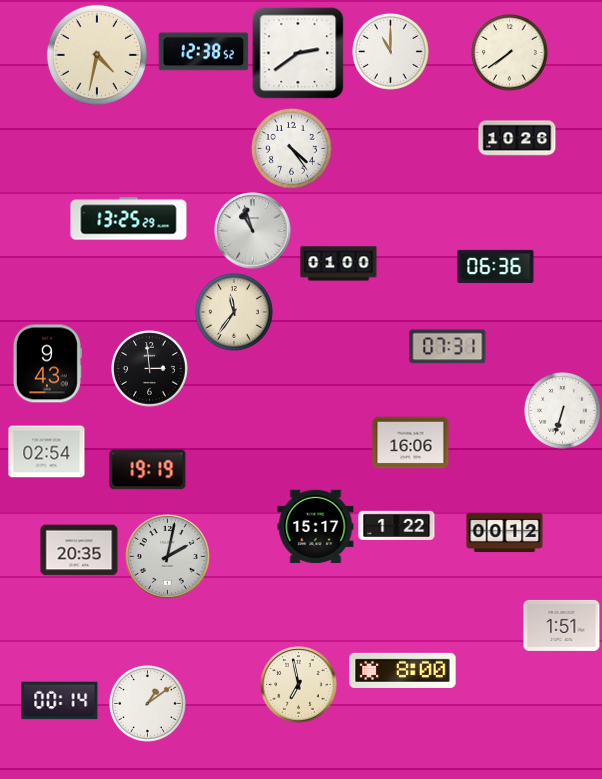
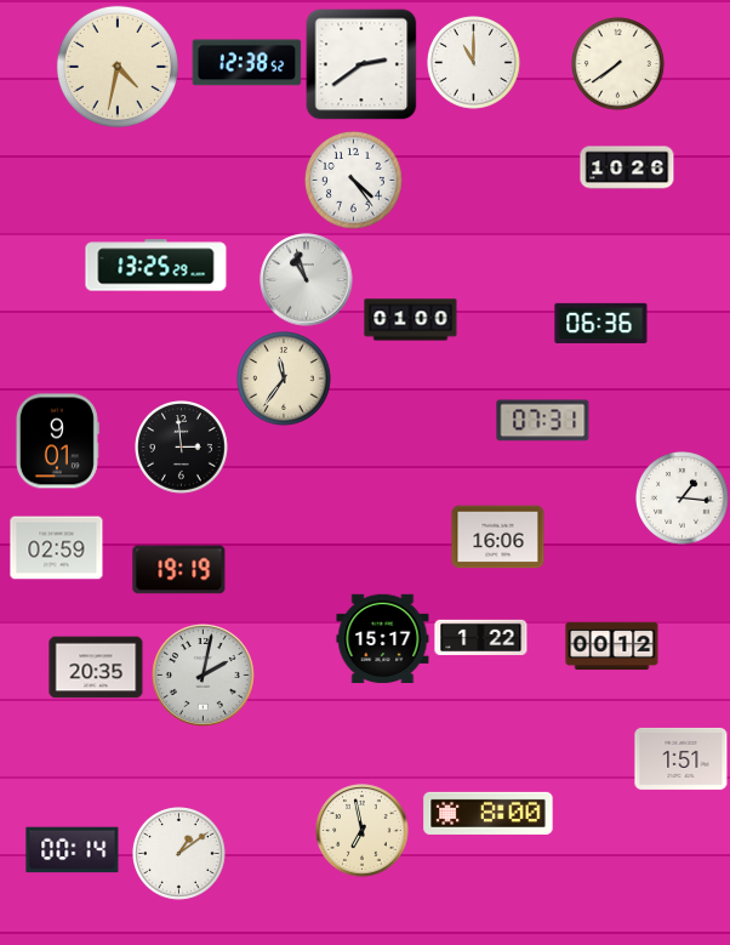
clock at (47, 364): 9:43 -> 9:01
clock at (563, 411): 6:33 -> 1:16
clock at (47, 452): 02:54 -> 02:59
